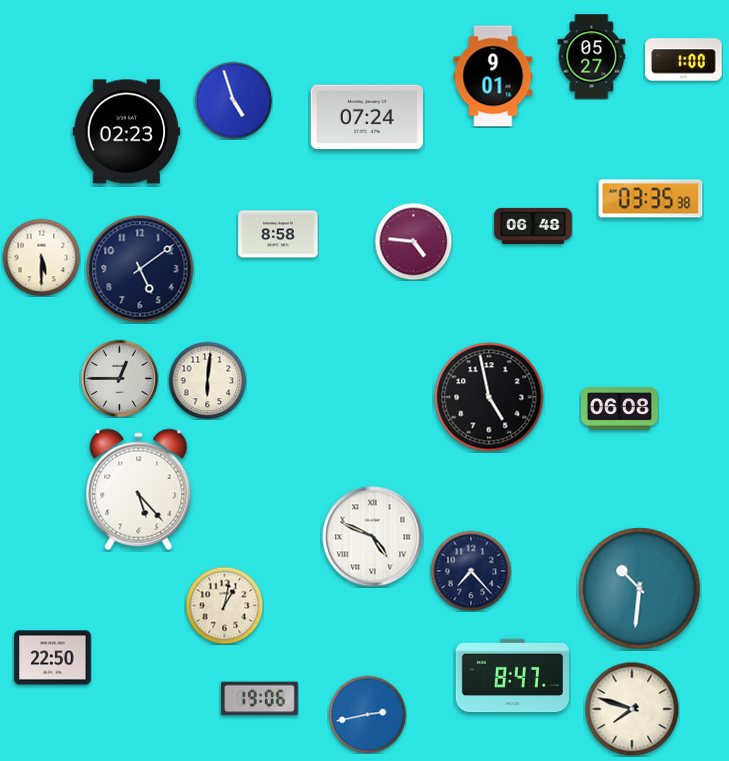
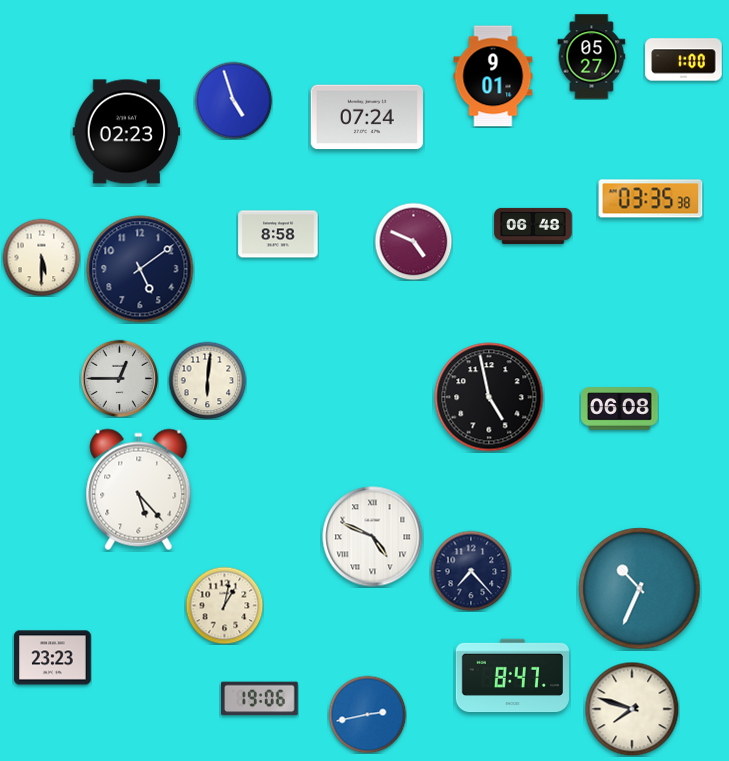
clock at (413, 241): 4:46 -> 4:49
clock at (640, 589): 10:31 -> 10:34
clock at (53, 658): 22:50 -> 23:23
